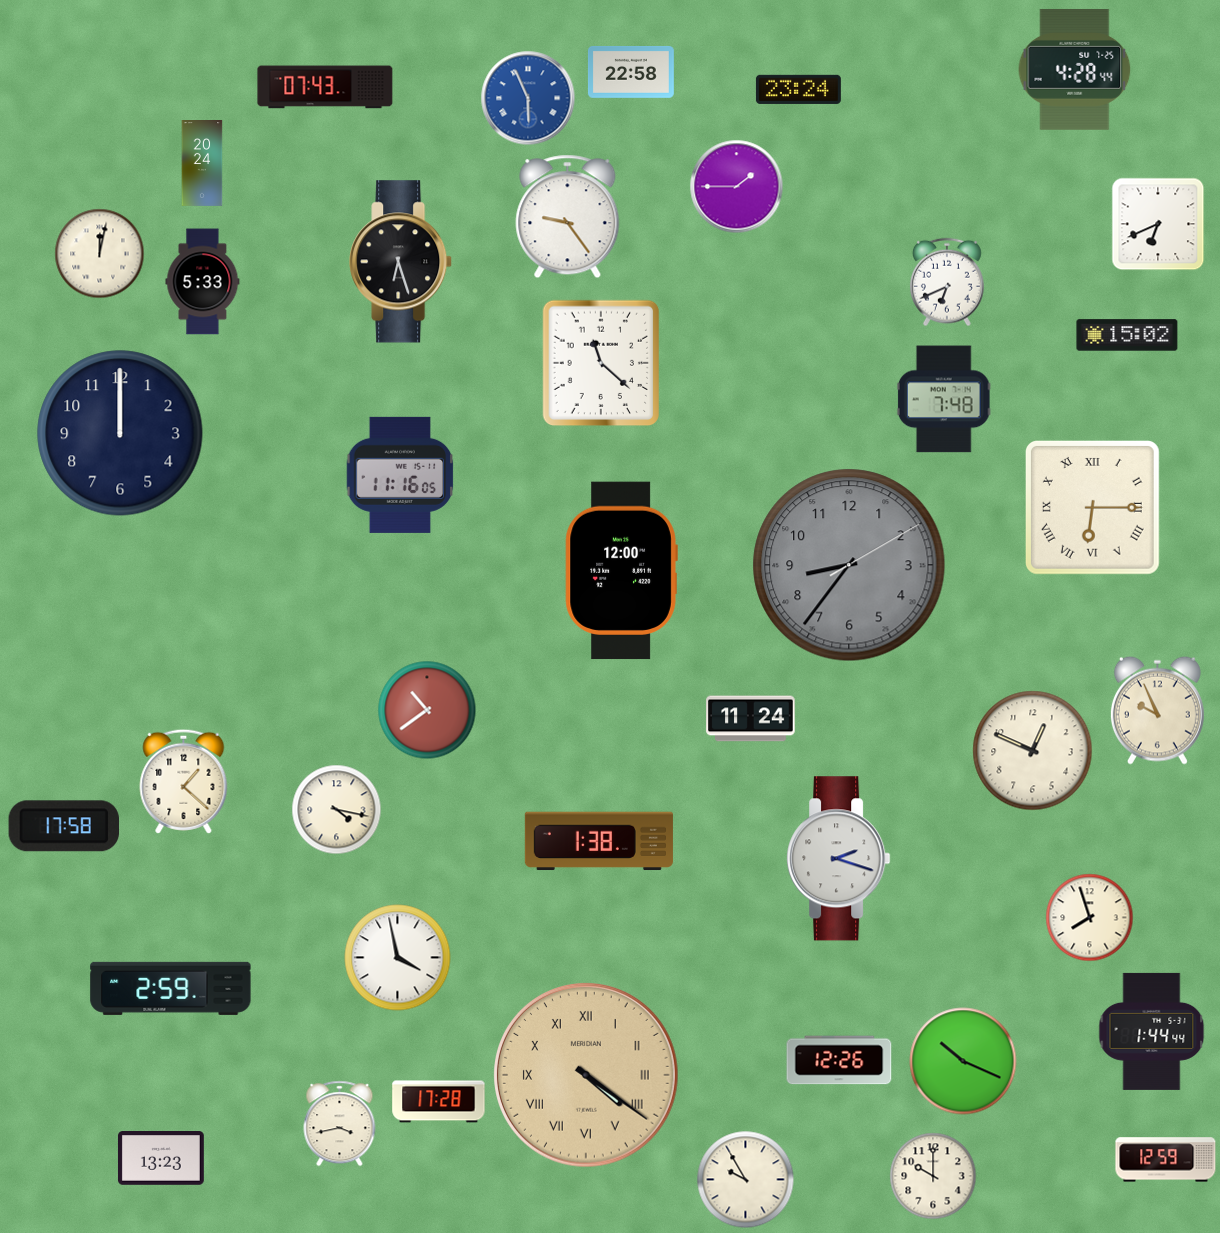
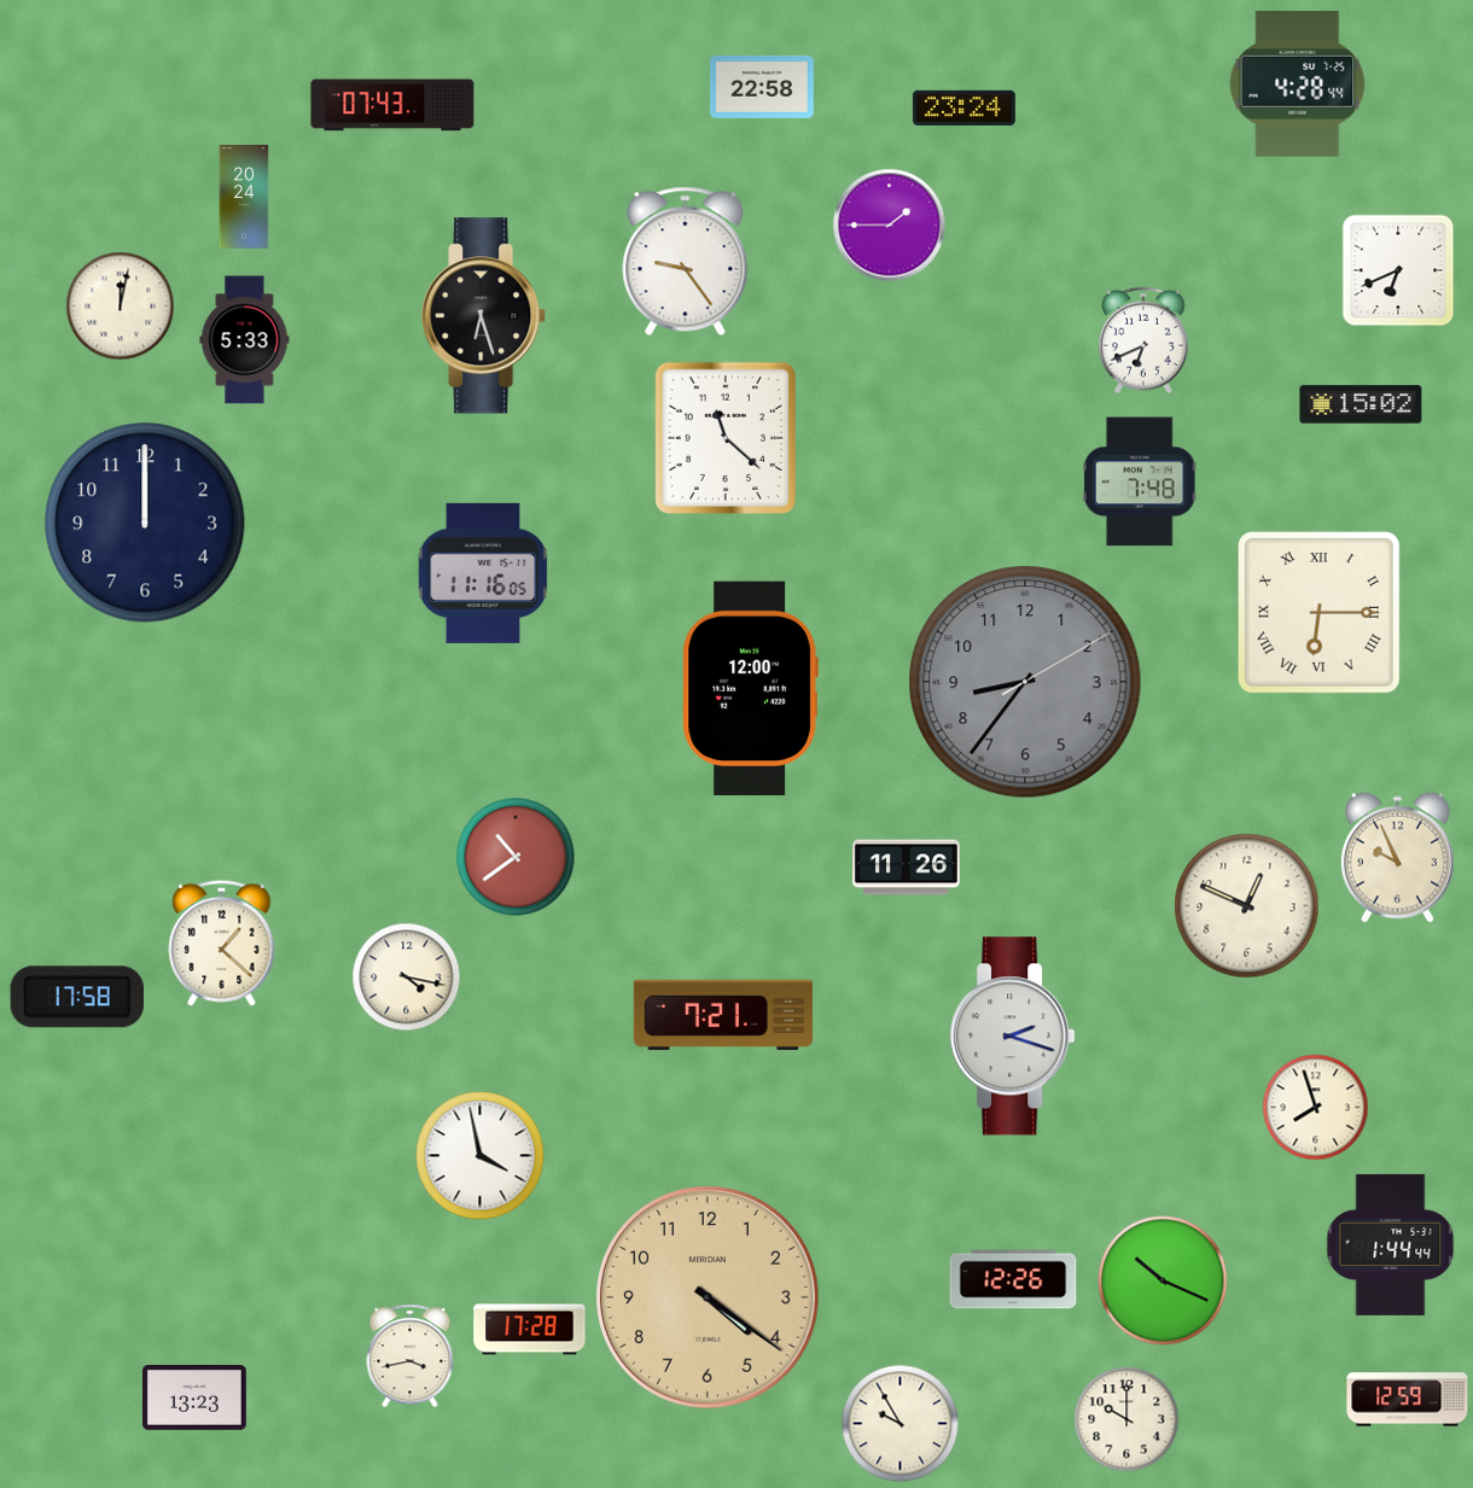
clock at (528, 98): 5:56 -> none
clock at (751, 719): 11:24 -> 11:26
clock at (599, 841): 1:38 -> 7:21
clock at (171, 988): 2:59 -> none
clock at (587, 1076) numerals: Roman -> Arabic
